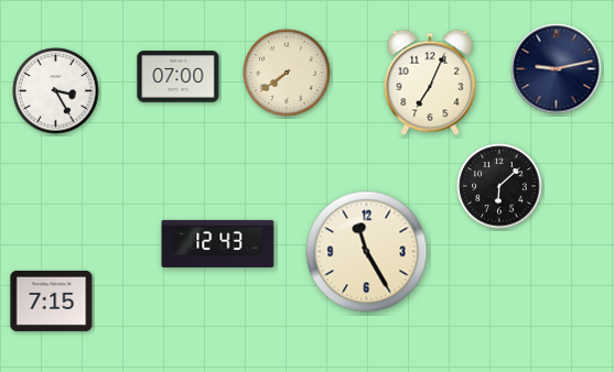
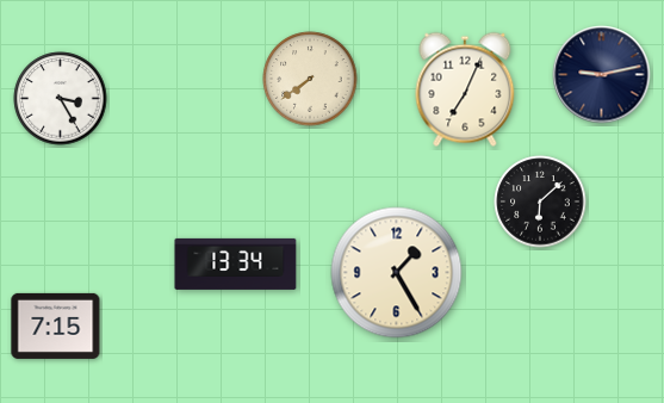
clock at (179, 77): 07:00 -> none
clock at (218, 243): 12:43 -> 13:34
clock at (367, 252): 11:25 -> 1:25
